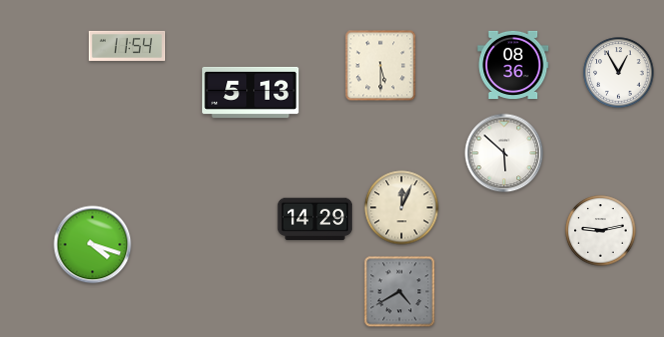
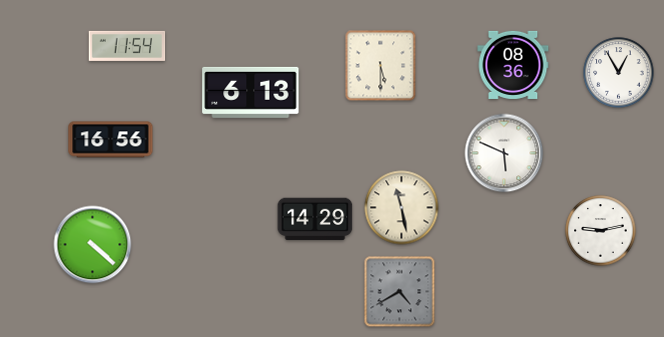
clock at (251, 92): 5:13 -> 6:13
clock at (111, 140): none -> 16:56
clock at (504, 153): 5:52 -> 5:49
clock at (402, 208): 12:04 -> 11:28
clock at (93, 245): 4:18 -> 4:22
